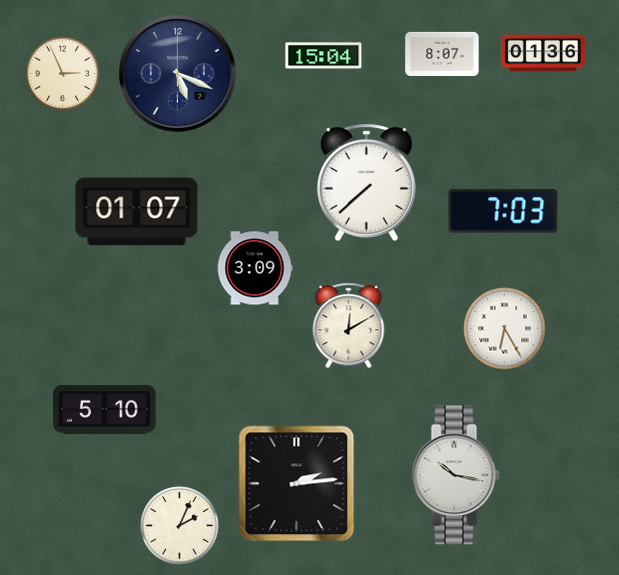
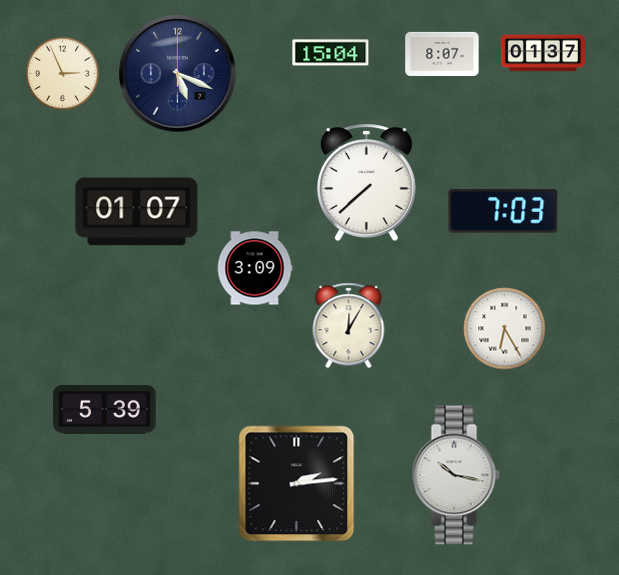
clock at (543, 53): 01:36 -> 01:37
clock at (324, 56) position: (324, 56) -> (331, 53)
clock at (349, 326): 12:10 -> 12:05
clock at (105, 410): 5:10 -> 5:39
clock at (180, 526): 2:04 -> none
